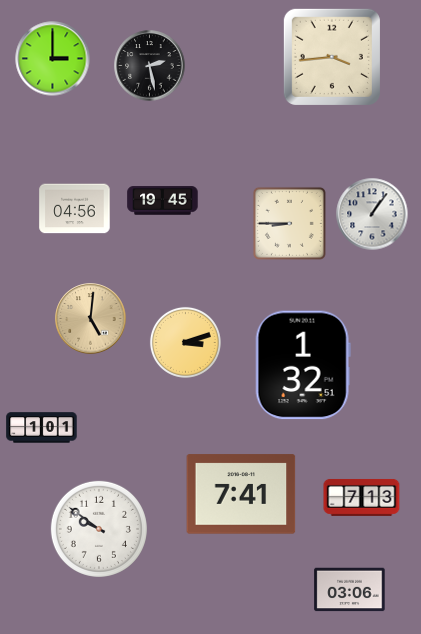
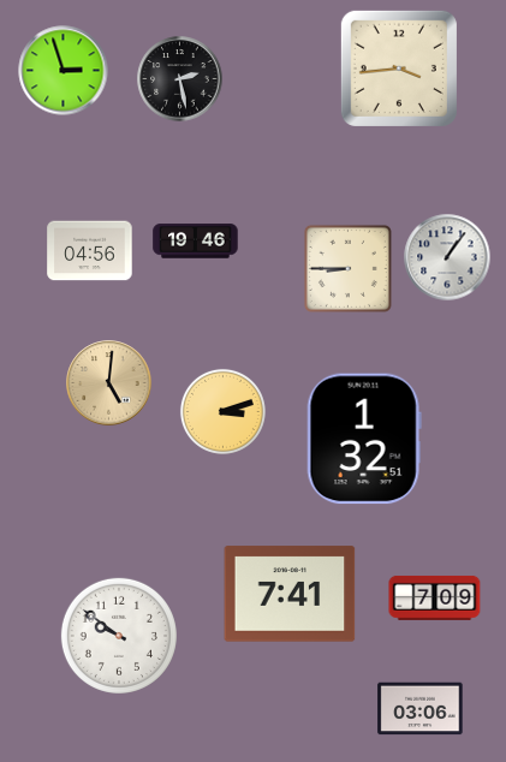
clock at (53, 59): 3:00 -> 2:57
clock at (163, 201): 19:45 -> 19:46
clock at (42, 428): 1:01 -> none
clock at (362, 497): 7:13 -> 7:09
